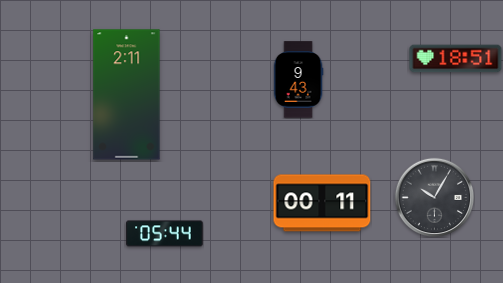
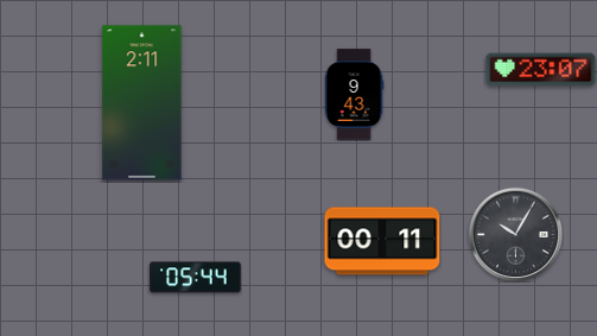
clock at (456, 59): 18:51 -> 23:07
clock at (127, 95) position: (127, 95) -> (142, 103)
